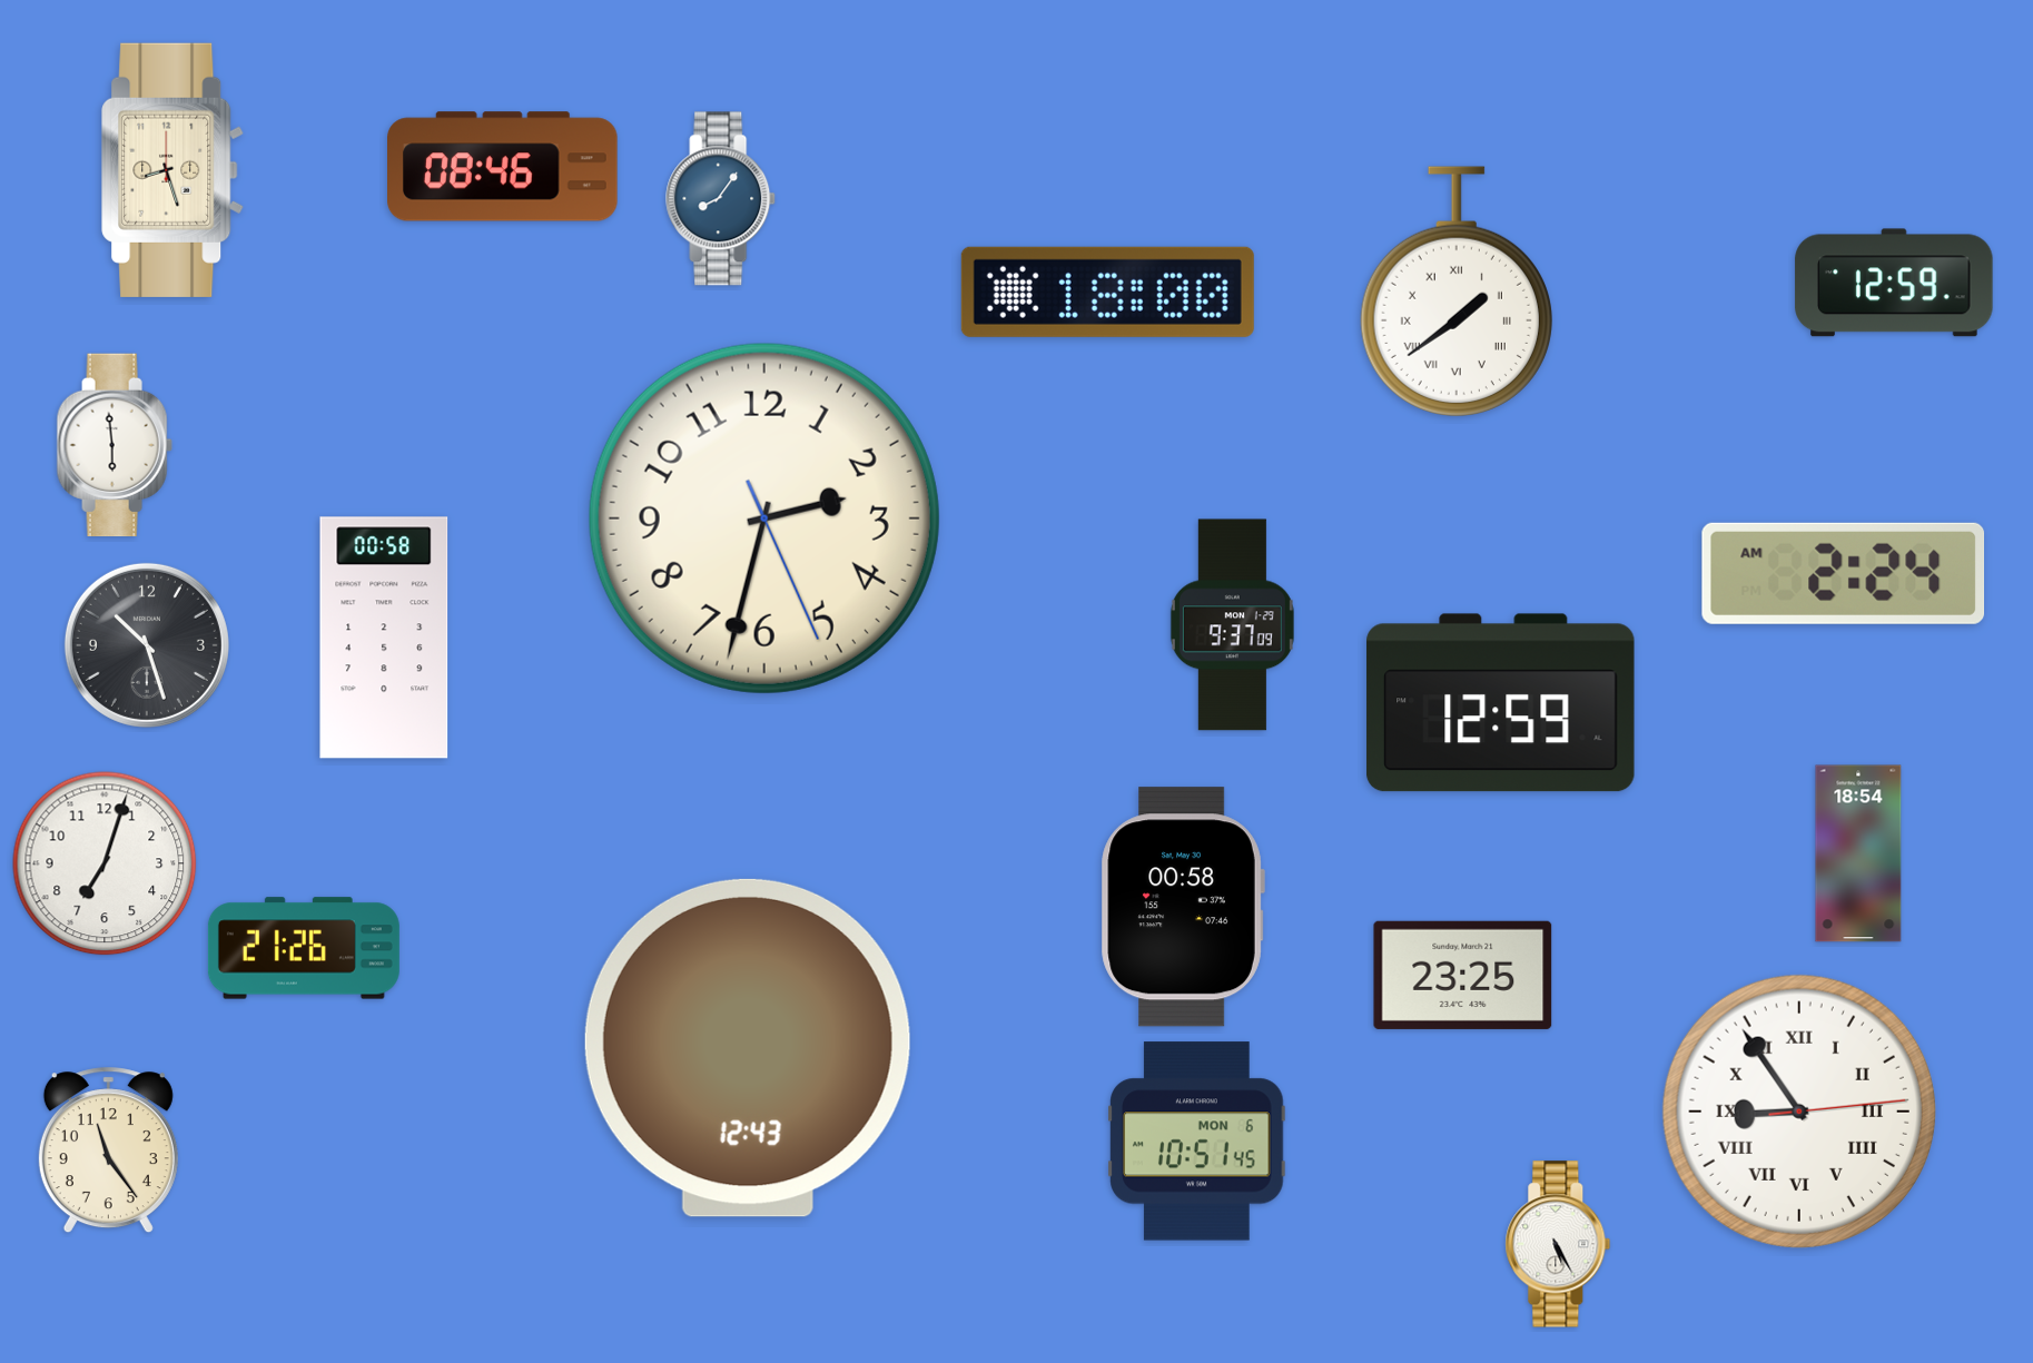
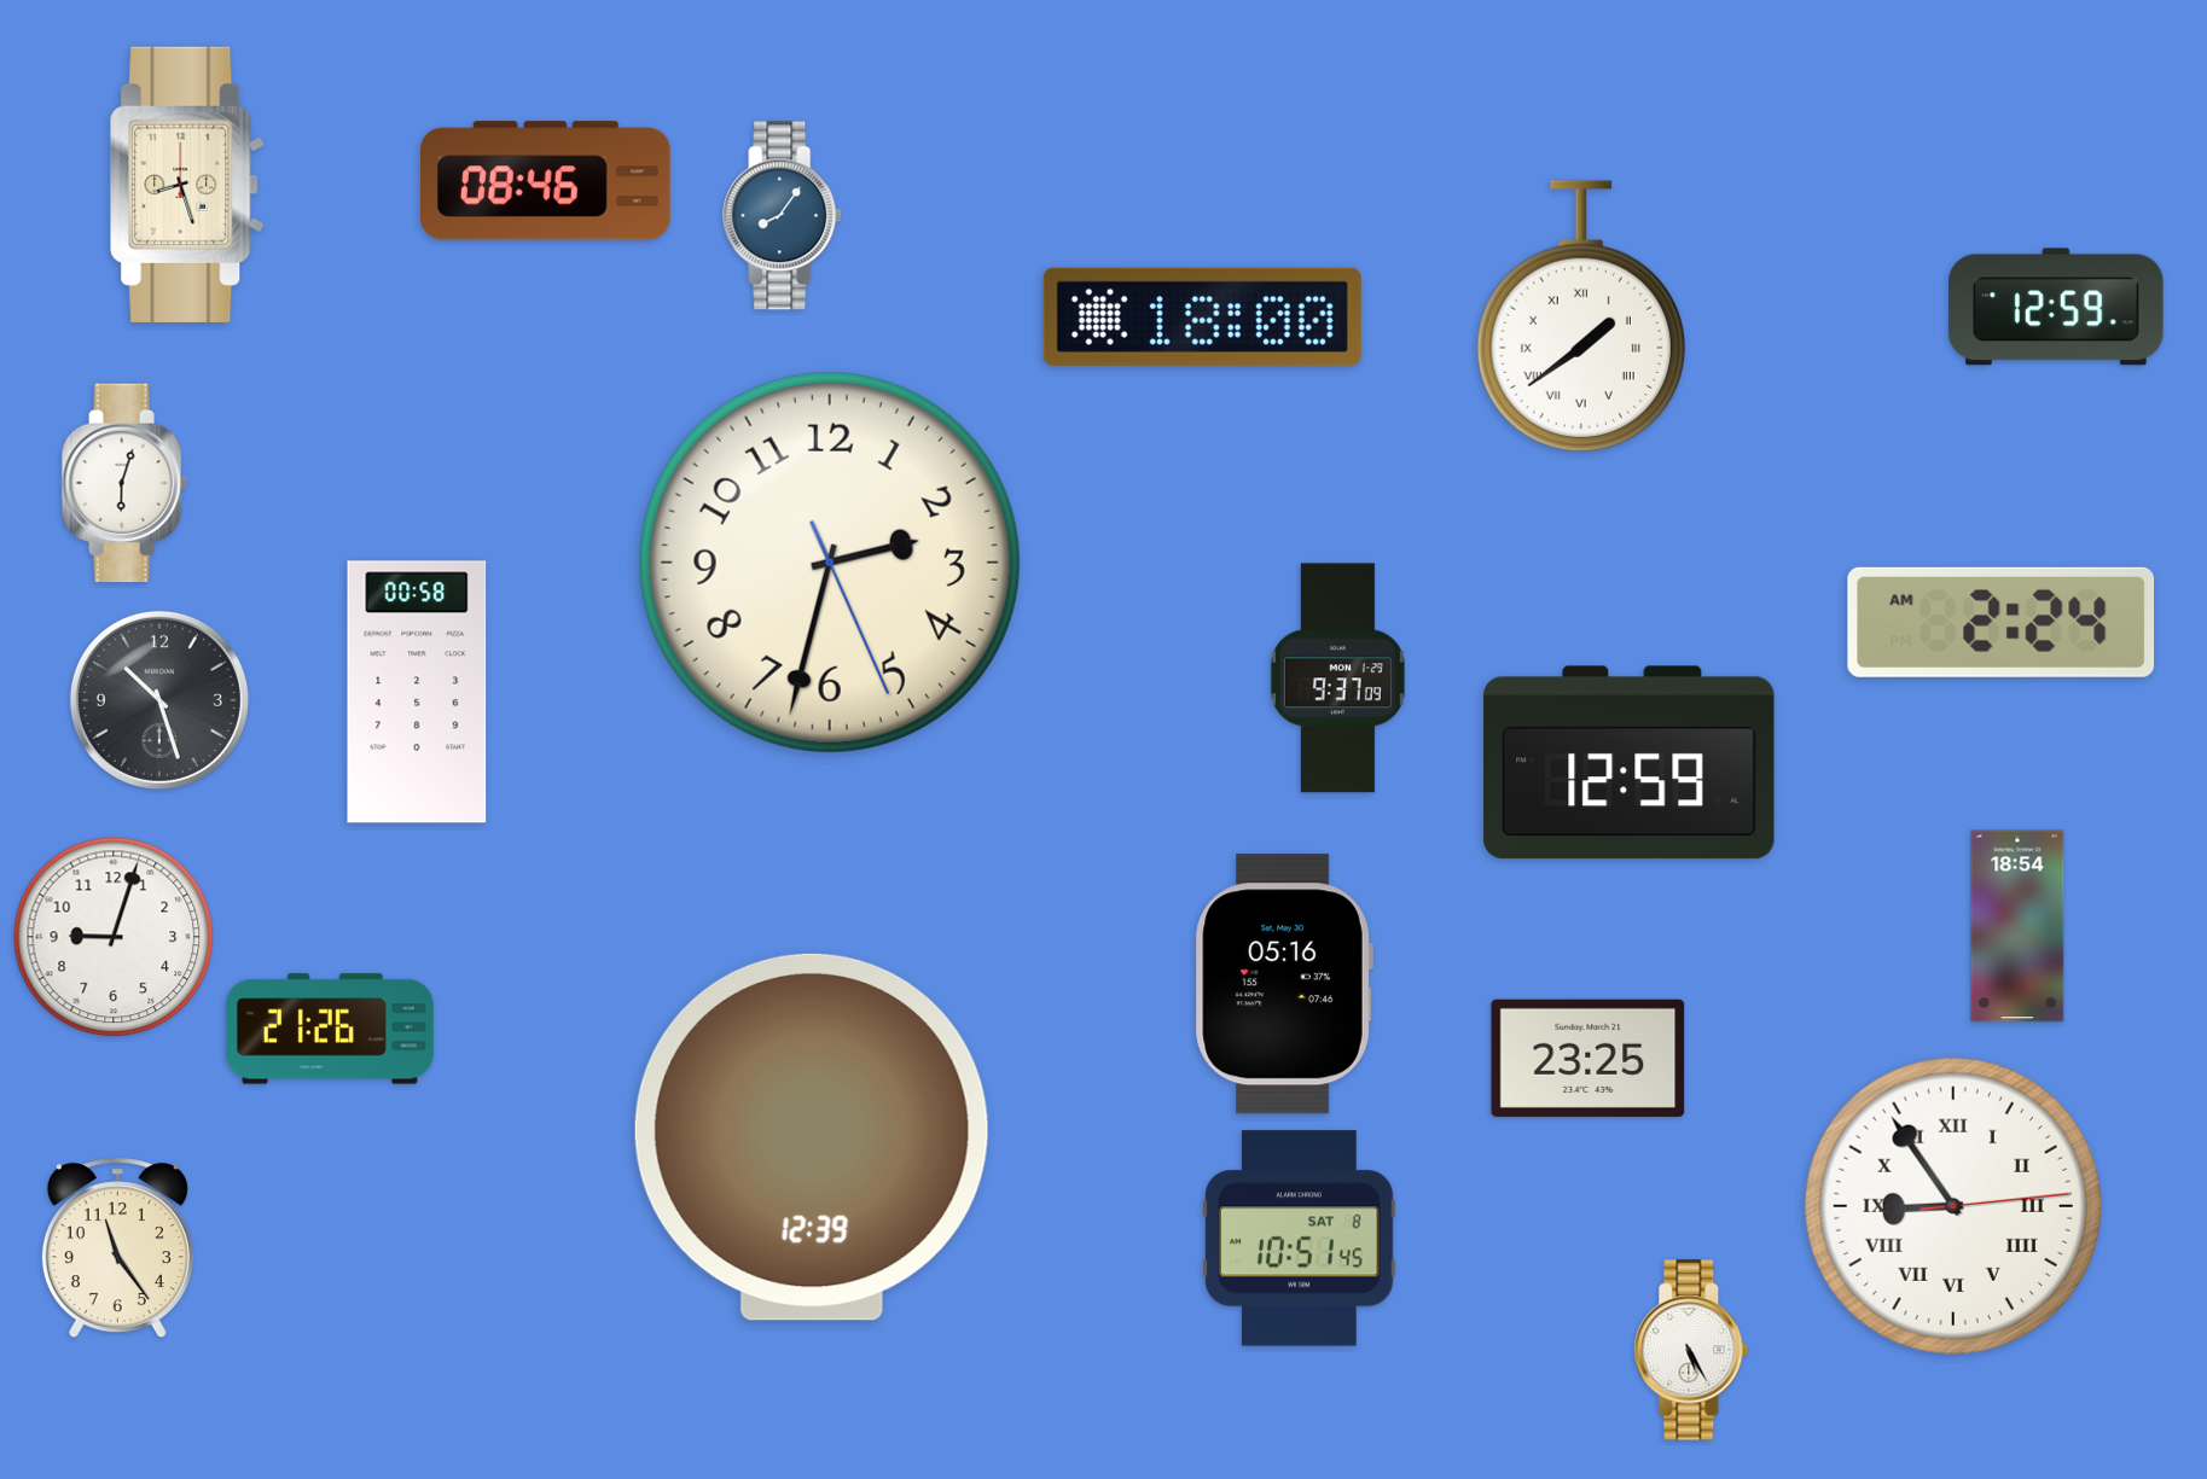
clock at (115, 445): 5:59 -> 6:03
clock at (105, 863): 7:03 -> 9:03
clock at (1183, 907): 00:58 -> 05:16
clock at (748, 1048): 12:43 -> 12:39
clock at (1197, 1142) date: MON 6 -> SAT 8
